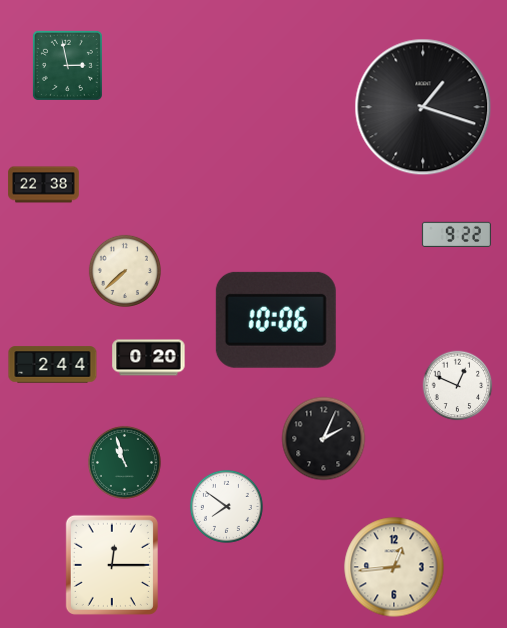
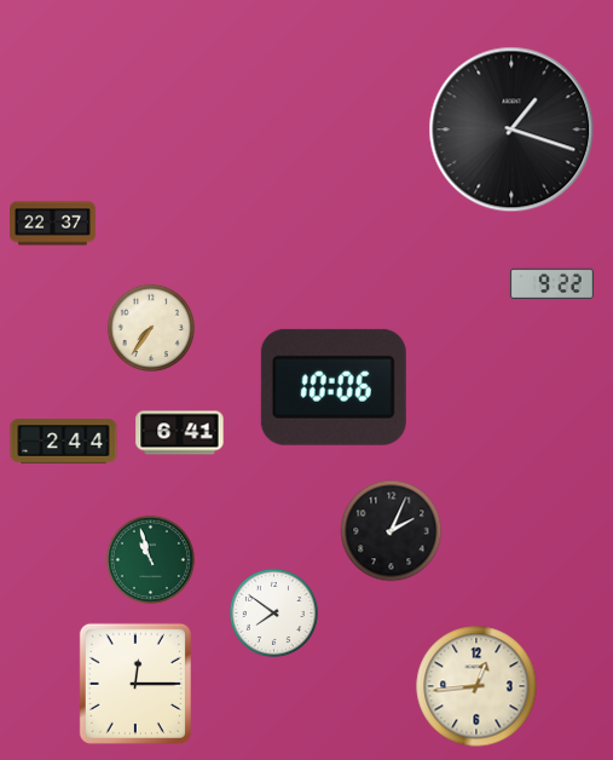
clock at (67, 65): 2:58 -> none
clock at (44, 185): 22:38 -> 22:37
clock at (125, 271): 7:38 -> 7:36
clock at (149, 358): 0:20 -> 6:41
clock at (458, 386): 12:49 -> none
